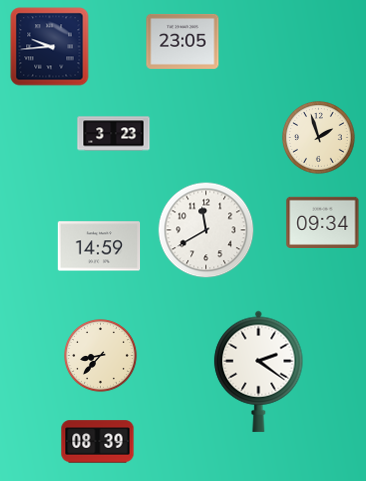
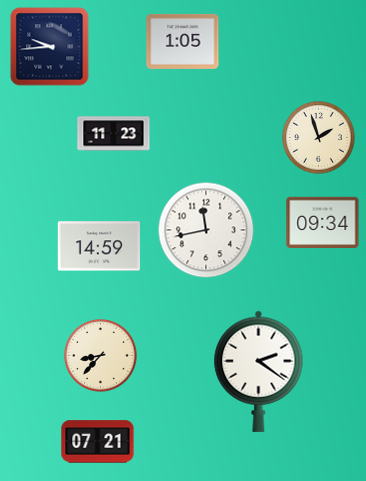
clock at (183, 41): 23:05 -> 1:05
clock at (114, 134): 3:23 -> 11:23
clock at (206, 230): 11:40 -> 11:43
clock at (98, 442): 08:39 -> 07:21
